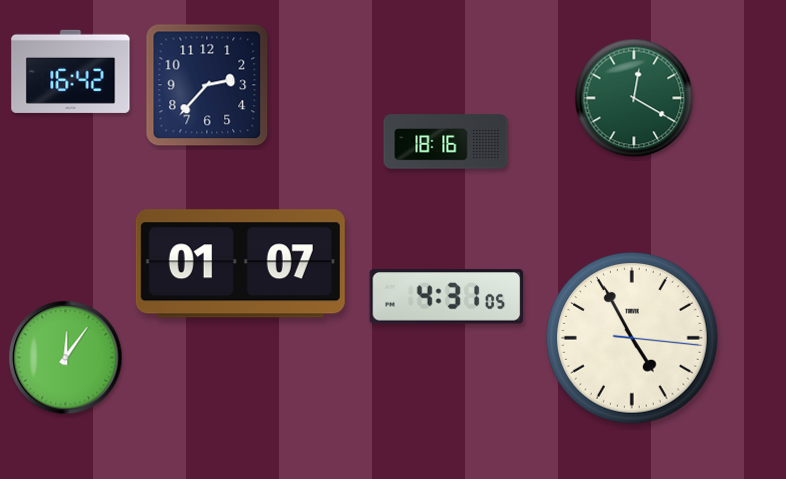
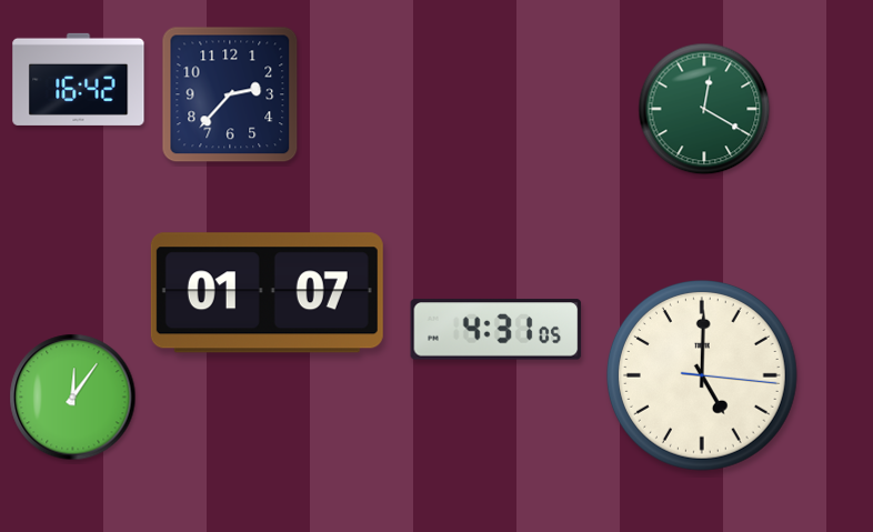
clock at (446, 142): 18:16 -> none
clock at (632, 338): 4:55 -> 5:00
